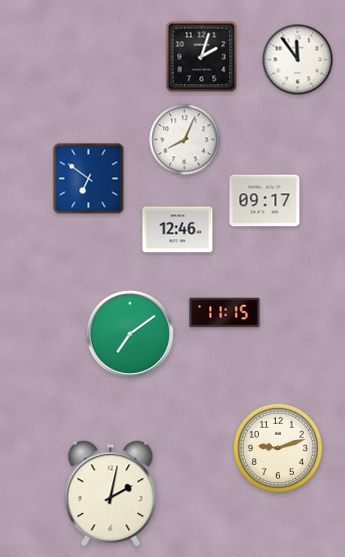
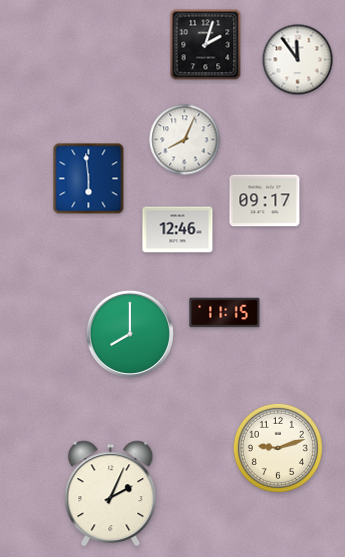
clock at (202, 57) position: (202, 57) -> (206, 45)
clock at (89, 179): 6:51 -> 5:59
clock at (130, 334): 7:09 -> 8:00
clock at (111, 494): 2:02 -> 2:04
